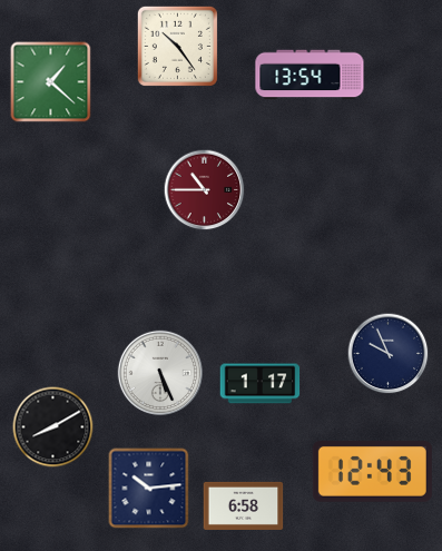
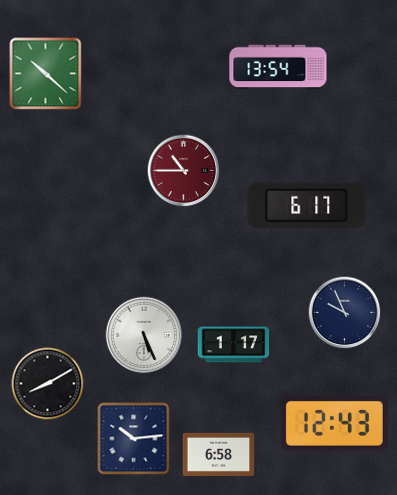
clock at (177, 46): 10:24 -> none
clock at (51, 82): 1:22 -> 10:22
clock at (307, 205): none -> 6:17
clock at (389, 354) position: (389, 354) -> (345, 313)
